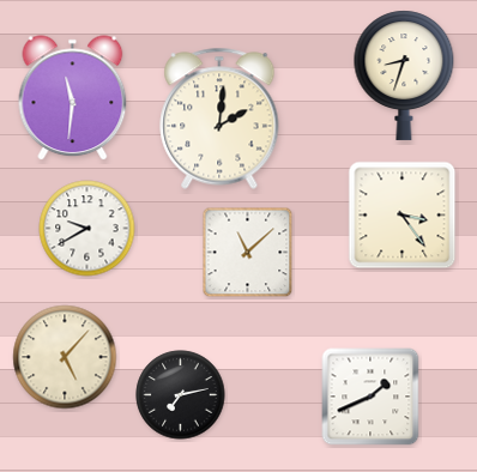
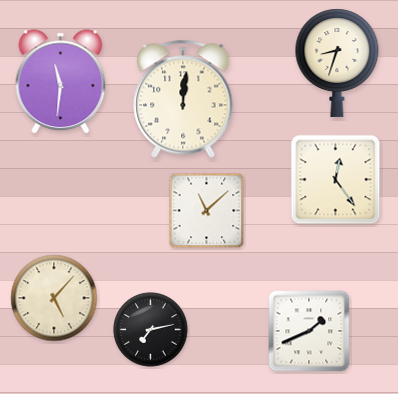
clock at (219, 119): 2:01 -> 12:01
clock at (403, 216): 3:24 -> 12:24
clock at (87, 229): 9:40 -> none
